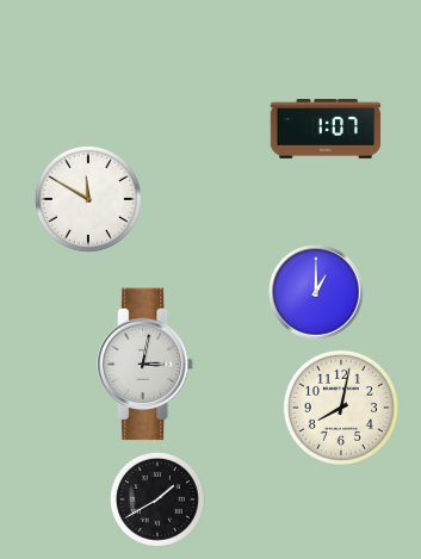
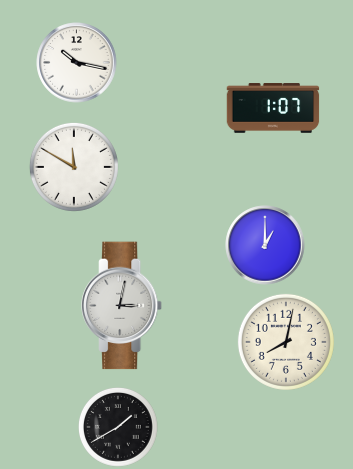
clock at (77, 63): none -> 10:17
clock at (159, 501) position: (159, 501) -> (119, 428)
